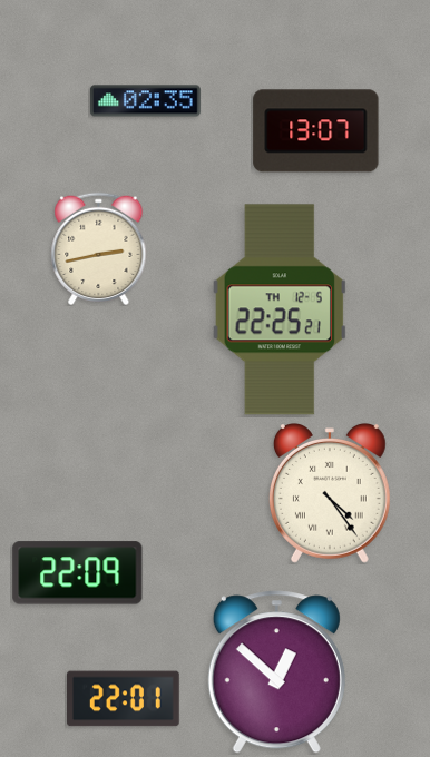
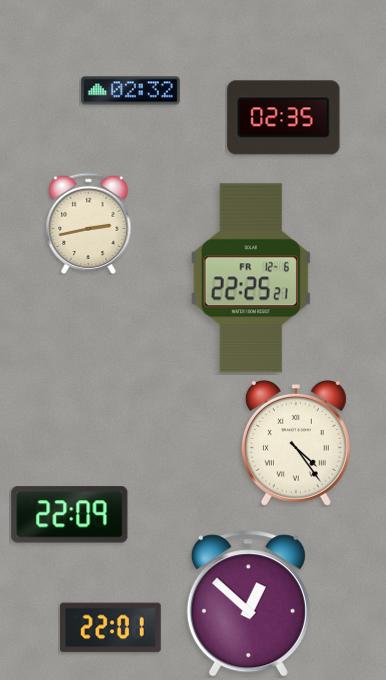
clock at (145, 101): 02:35 -> 02:32
clock at (316, 131): 13:07 -> 02:35
clock at (280, 309) date: TH 12-5 -> FR 12-6
